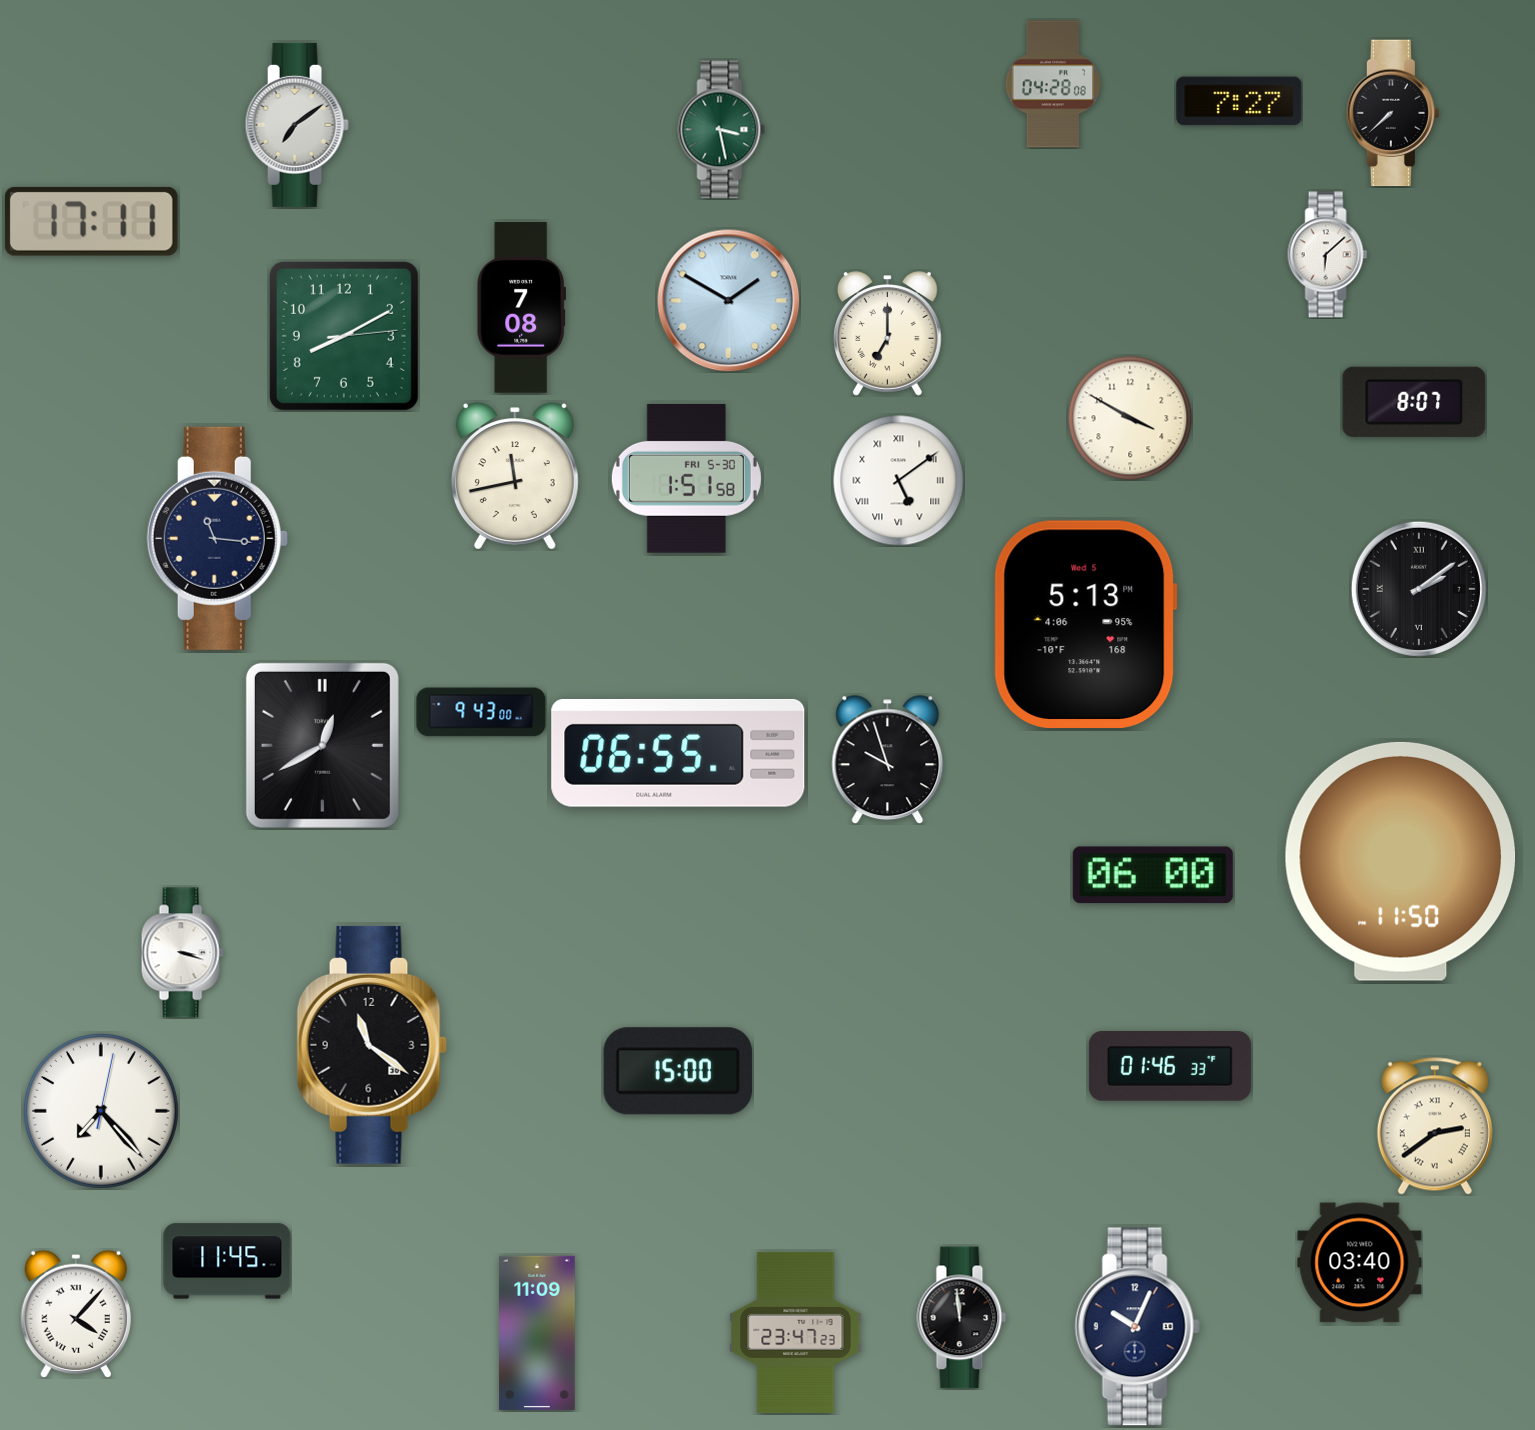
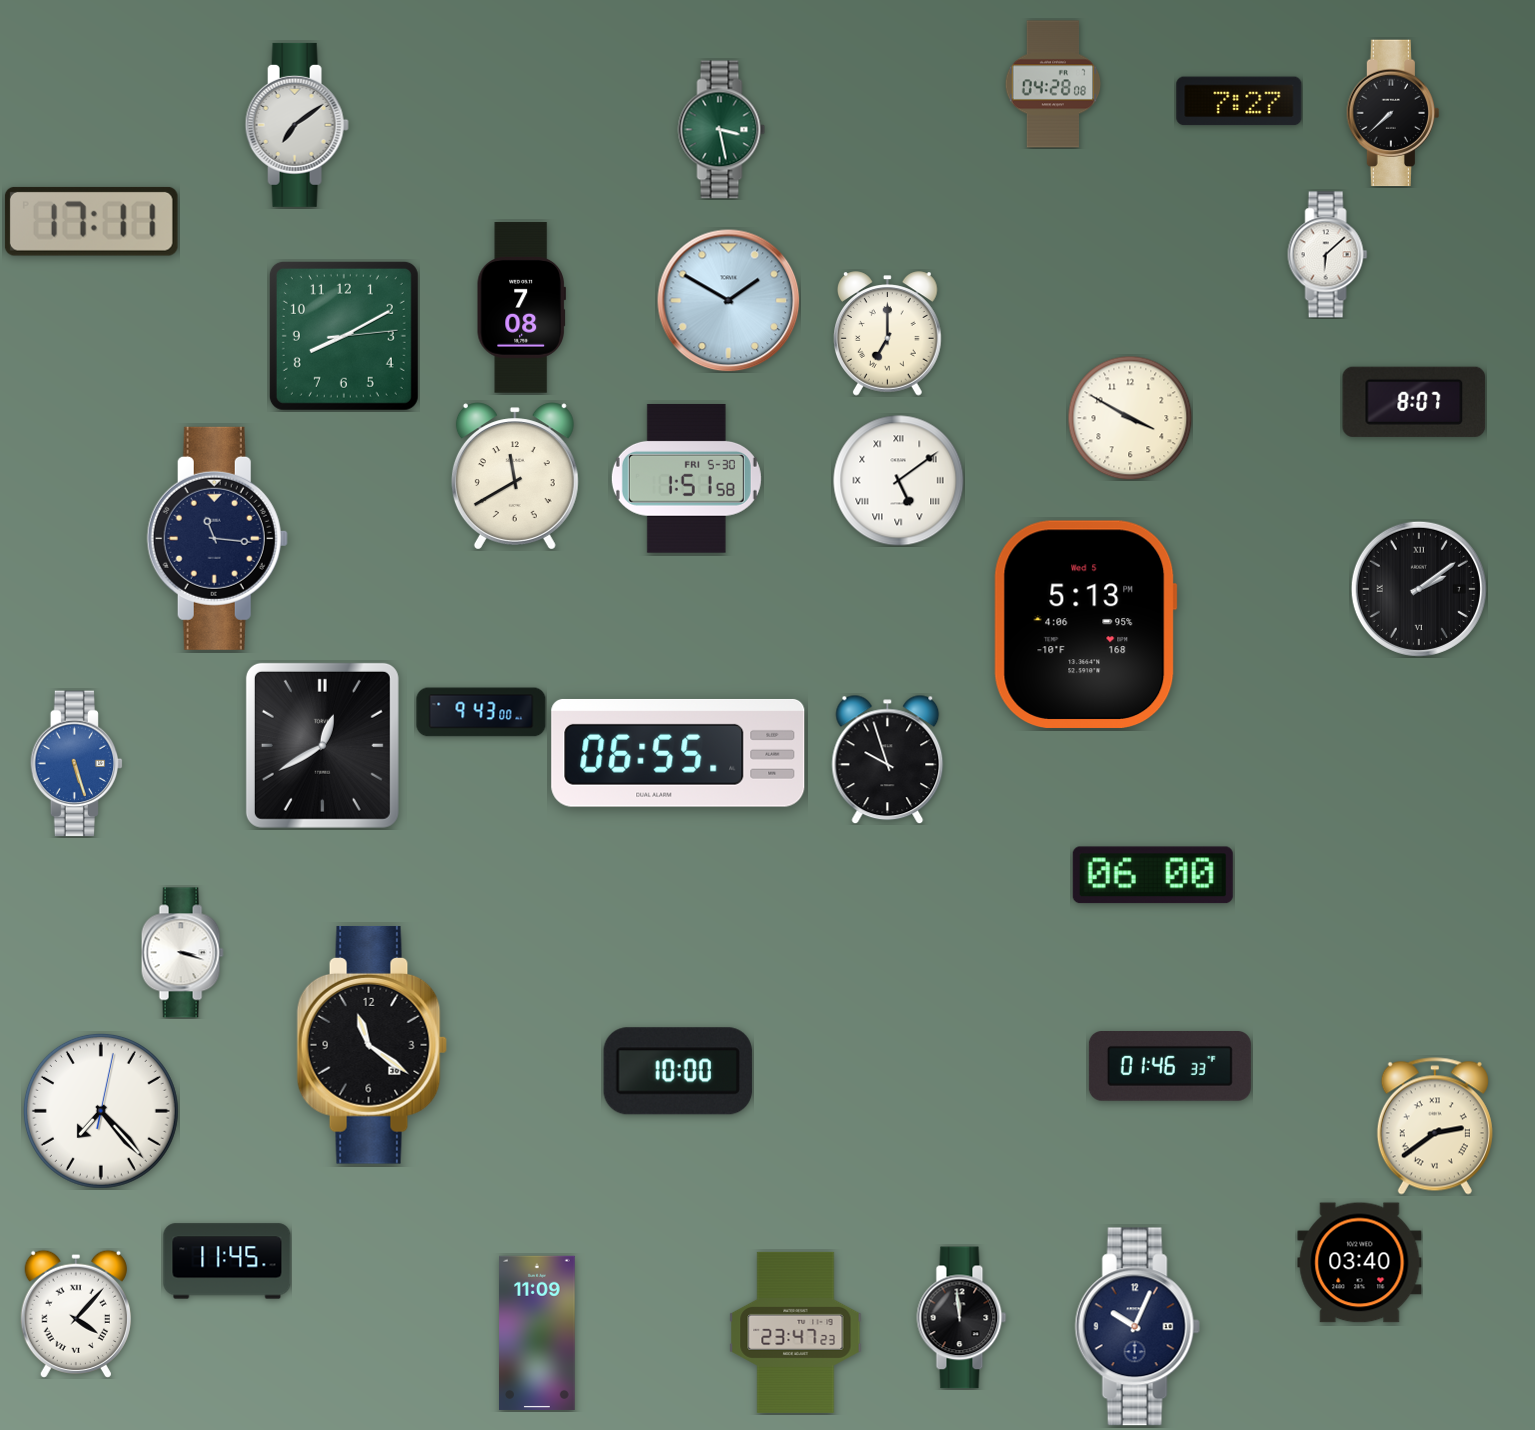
clock at (515, 476): 11:43 -> 11:40
clock at (77, 764): none -> 5:27
clock at (1400, 861): 11:50 -> none
clock at (678, 1071): 15:00 -> 10:00
